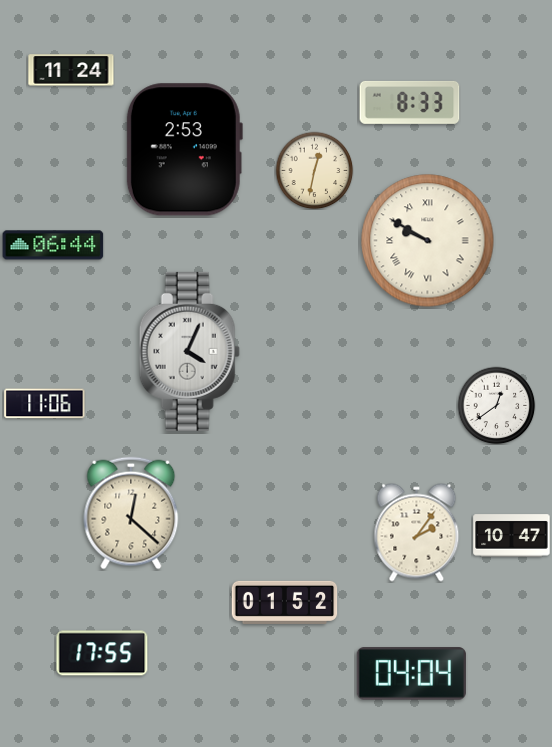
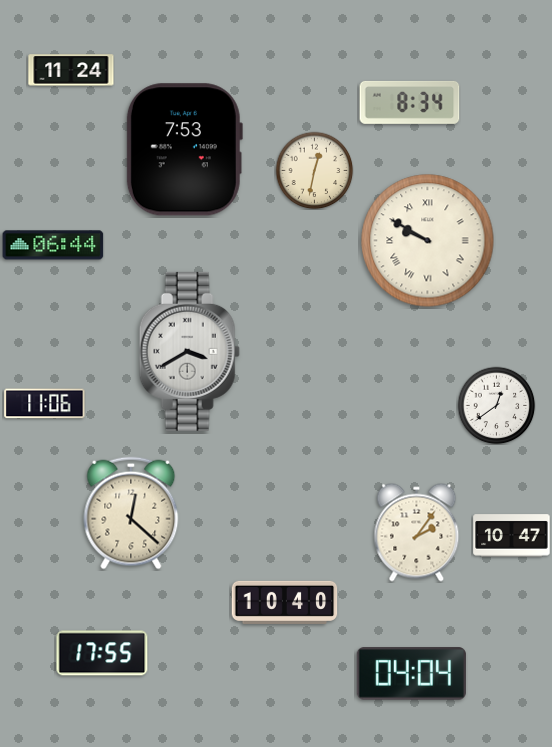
clock at (410, 102): 8:33 -> 8:34
clock at (184, 150): 2:53 -> 7:53
clock at (189, 351): 4:04 -> 3:40
clock at (285, 602): 01:52 -> 10:40
